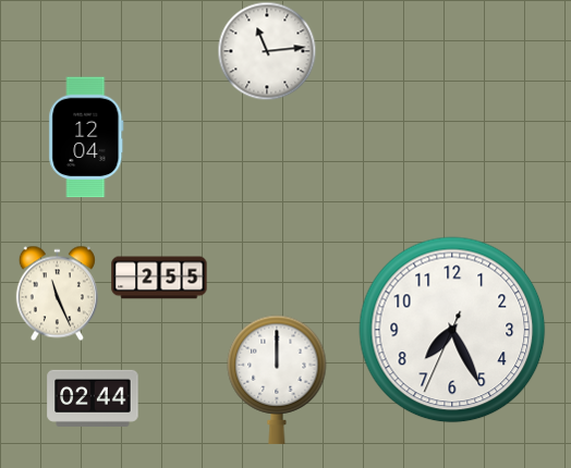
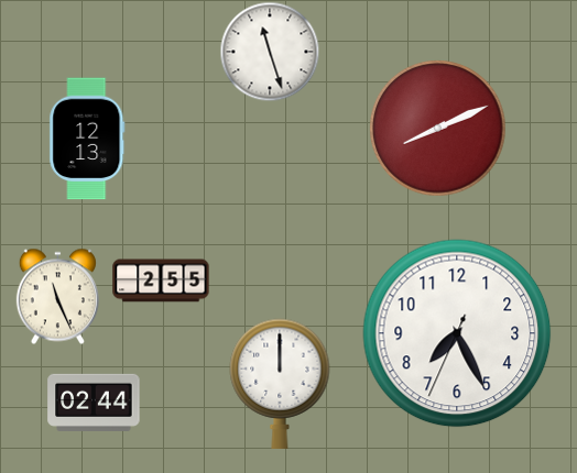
clock at (267, 51): 11:14 -> 11:27
clock at (438, 129): none -> 8:11
clock at (86, 137): 12:04 -> 12:13
